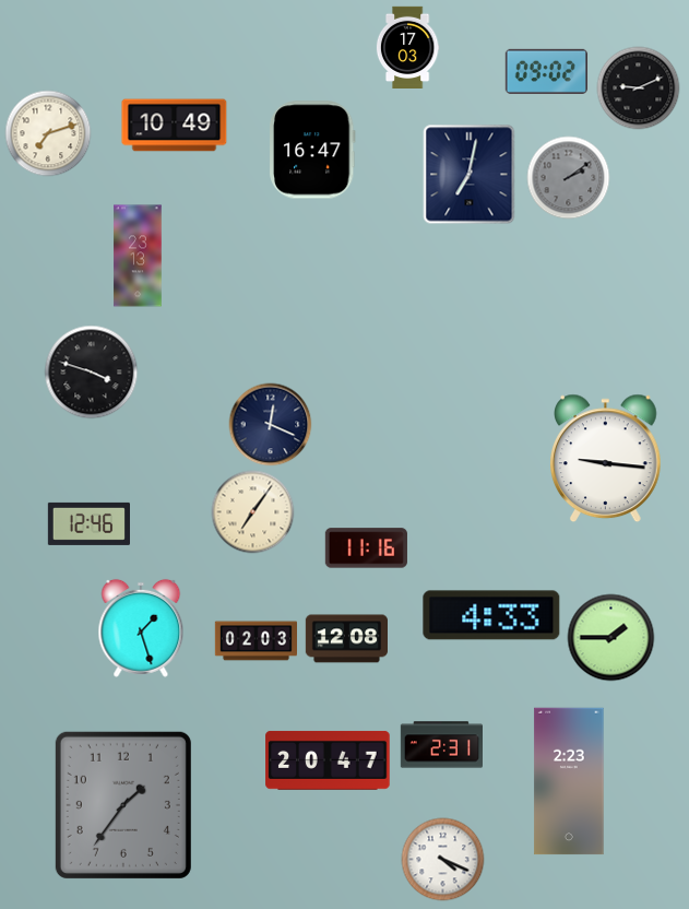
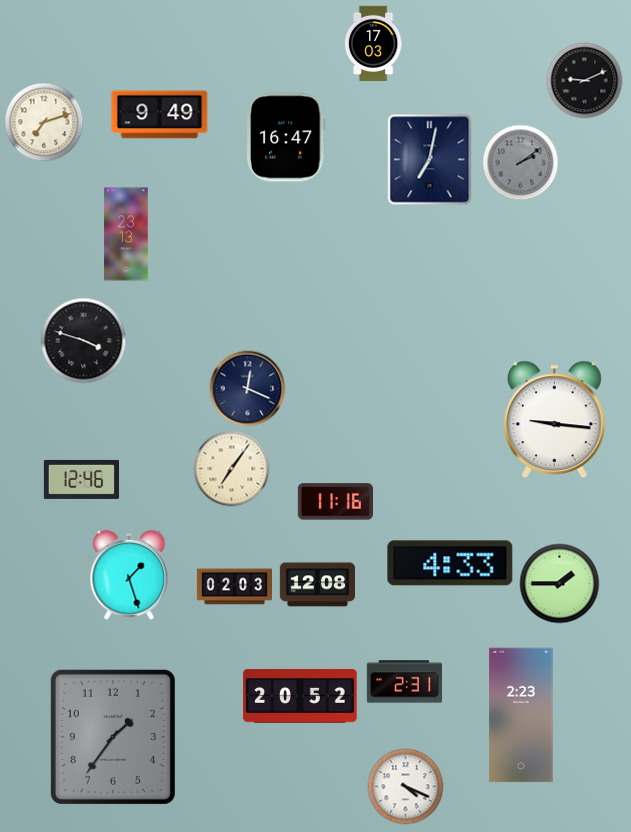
clock at (546, 71): 09:02 -> none
clock at (175, 126): 10:49 -> 9:49
clock at (328, 760): 20:47 -> 20:52
